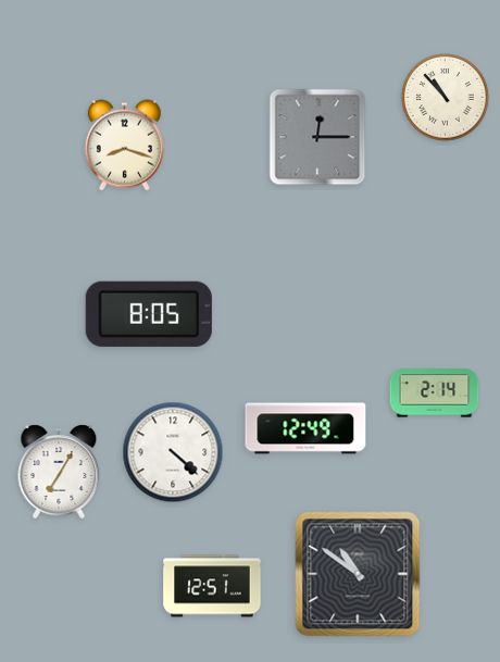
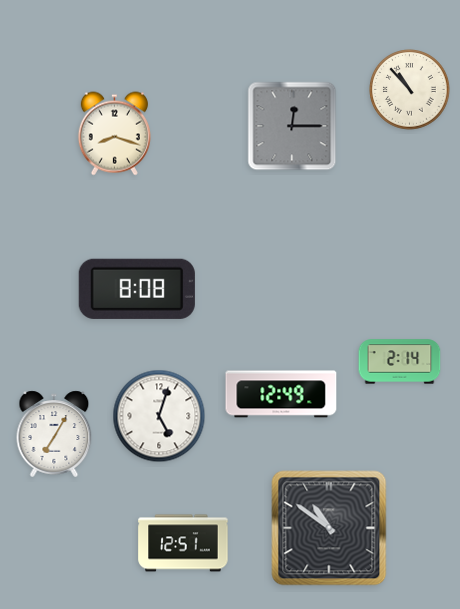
clock at (149, 314): 8:05 -> 8:08
clock at (173, 452): 4:22 -> 5:03
clock at (212, 586) position: (212, 586) -> (183, 543)
